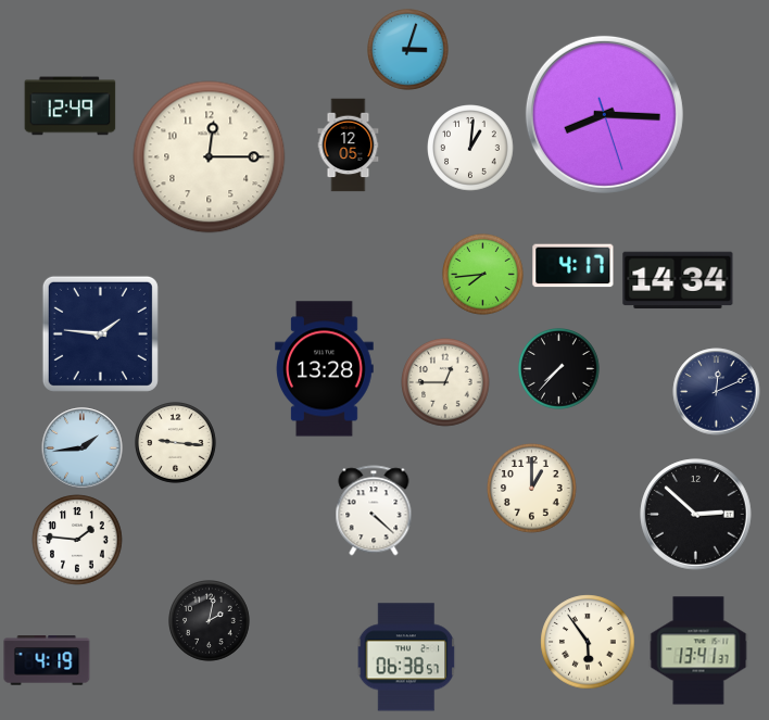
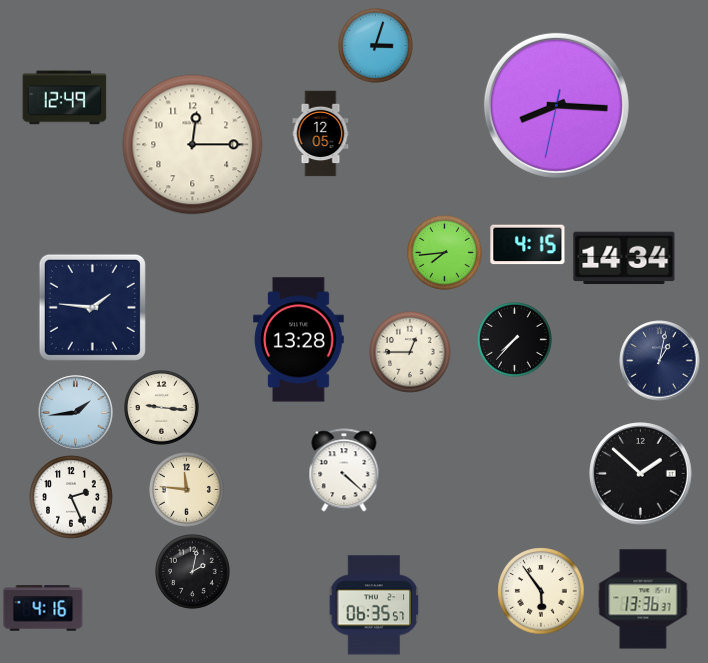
clock at (604, 114): 8:15:27 -> 8:15:32
clock at (470, 148): 1:01 -> none
clock at (573, 266): 4:17 -> 4:15
clock at (717, 392): 12:11 -> 1:02
clock at (532, 489): 1:00 -> none
clock at (696, 515): 2:52 -> 1:52
clock at (187, 490): none -> 11:46
clock at (77, 540): 1:46 -> 2:26
clock at (698, 650): 13:41 -> 13:36
clock at (406, 657): 06:38 -> 06:35
clock at (47, 660): 4:19 -> 4:16
